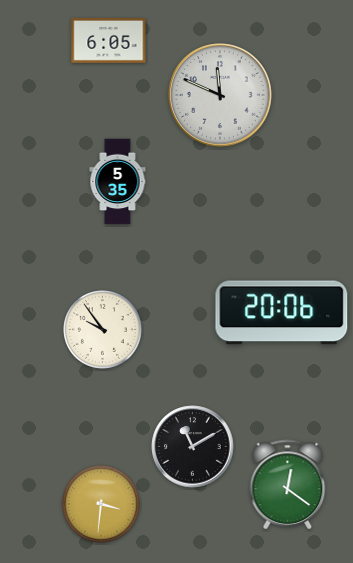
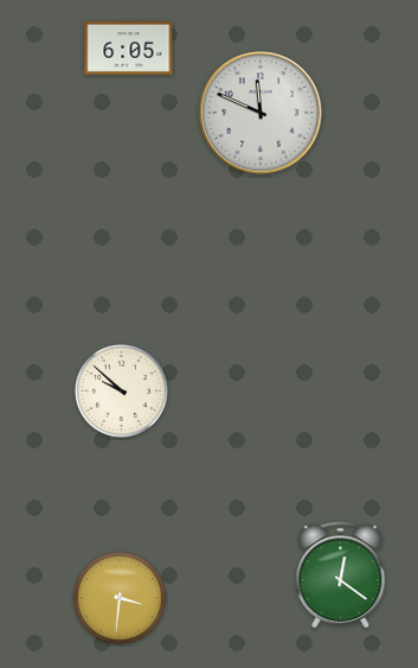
clock at (118, 182): 5:35 -> none
clock at (282, 313): 20:06 -> none
clock at (103, 330): 9:54 -> 9:52
clock at (193, 447): 11:10 -> none
